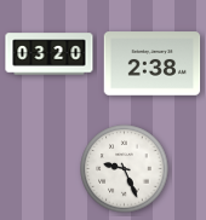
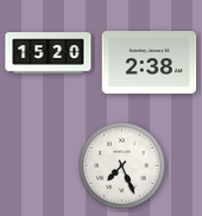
clock at (50, 54): 03:20 -> 15:20
clock at (125, 169): 9:26 -> 7:26
